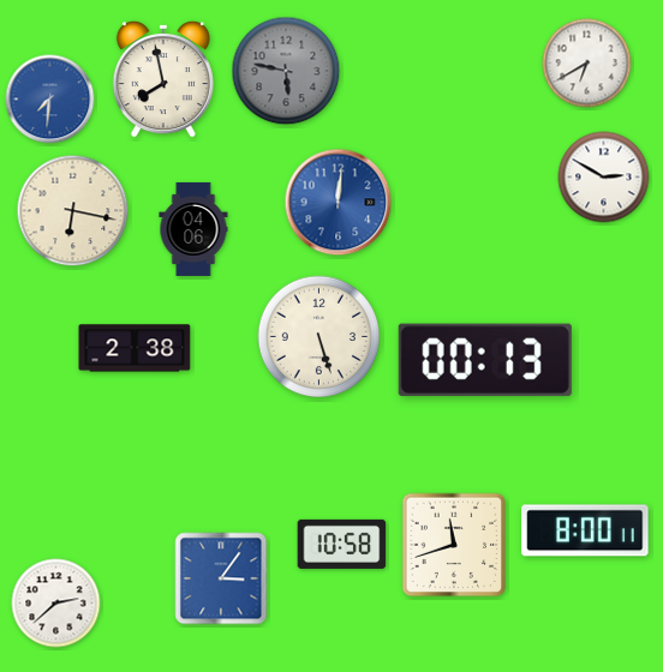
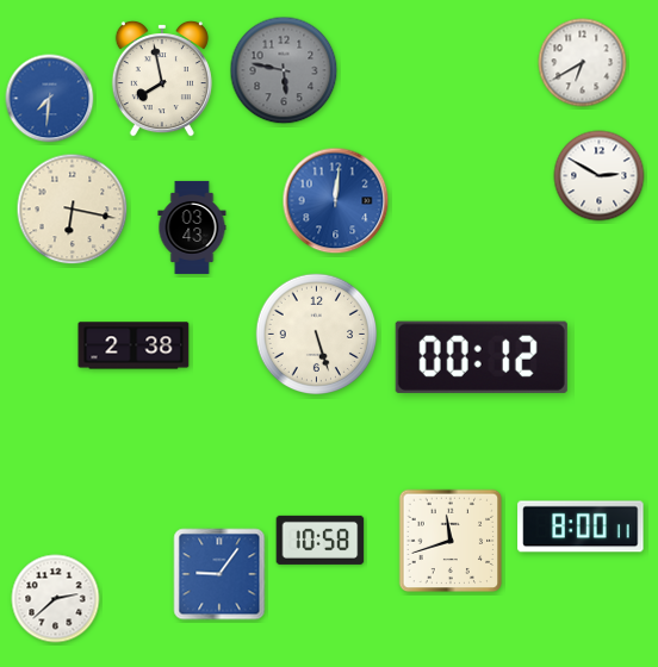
clock at (193, 229): 04:06 -> 03:43
clock at (485, 360): 00:13 -> 00:12
clock at (342, 544) position: (342, 544) -> (321, 540)
clock at (221, 578): 3:06 -> 9:06
